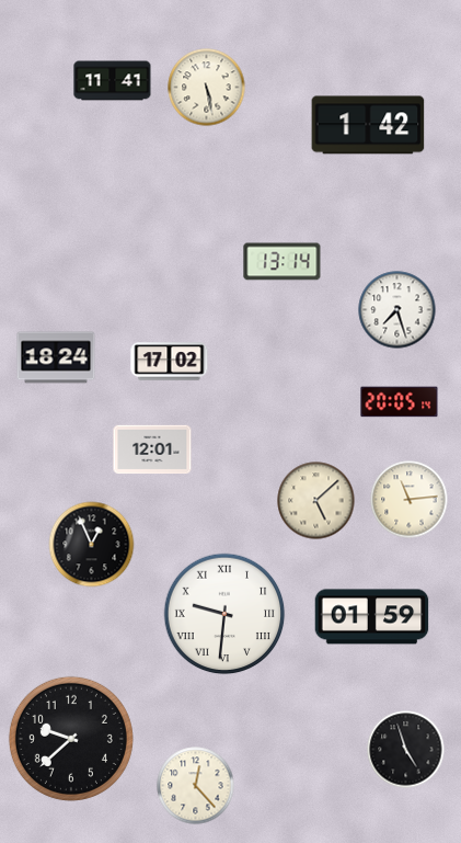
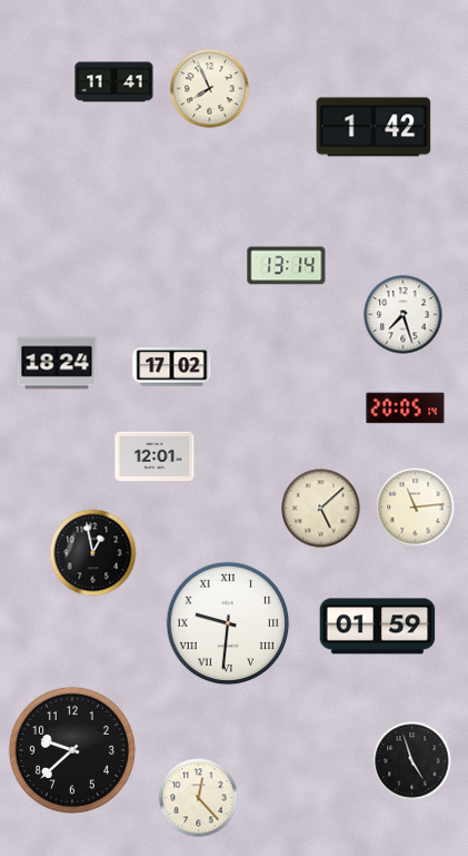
clock at (207, 88): 5:28 -> 7:56
clock at (92, 545): 12:56 -> 12:58
